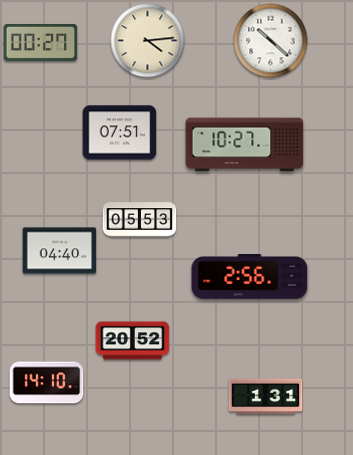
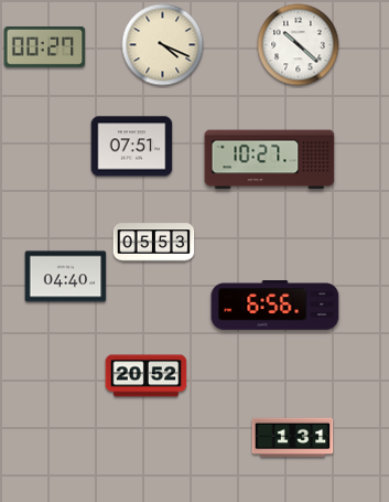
clock at (148, 41): 4:14 -> 4:19
clock at (250, 277): 2:56 -> 6:56
clock at (47, 383): 14:10 -> none
